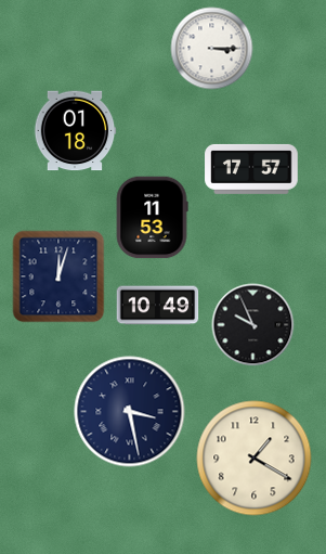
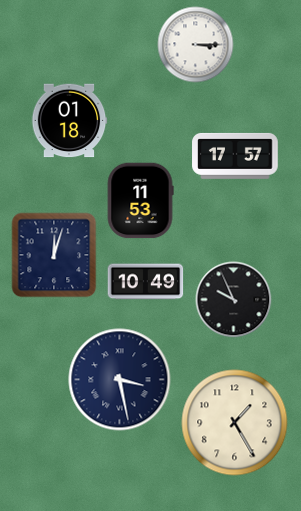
clock at (251, 169) position: (251, 169) -> (235, 156)
clock at (255, 459): 1:20 -> 1:25
